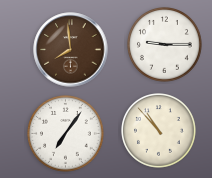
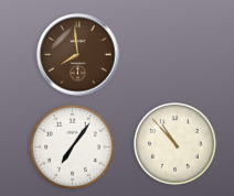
clock at (165, 45): 9:15 -> none
